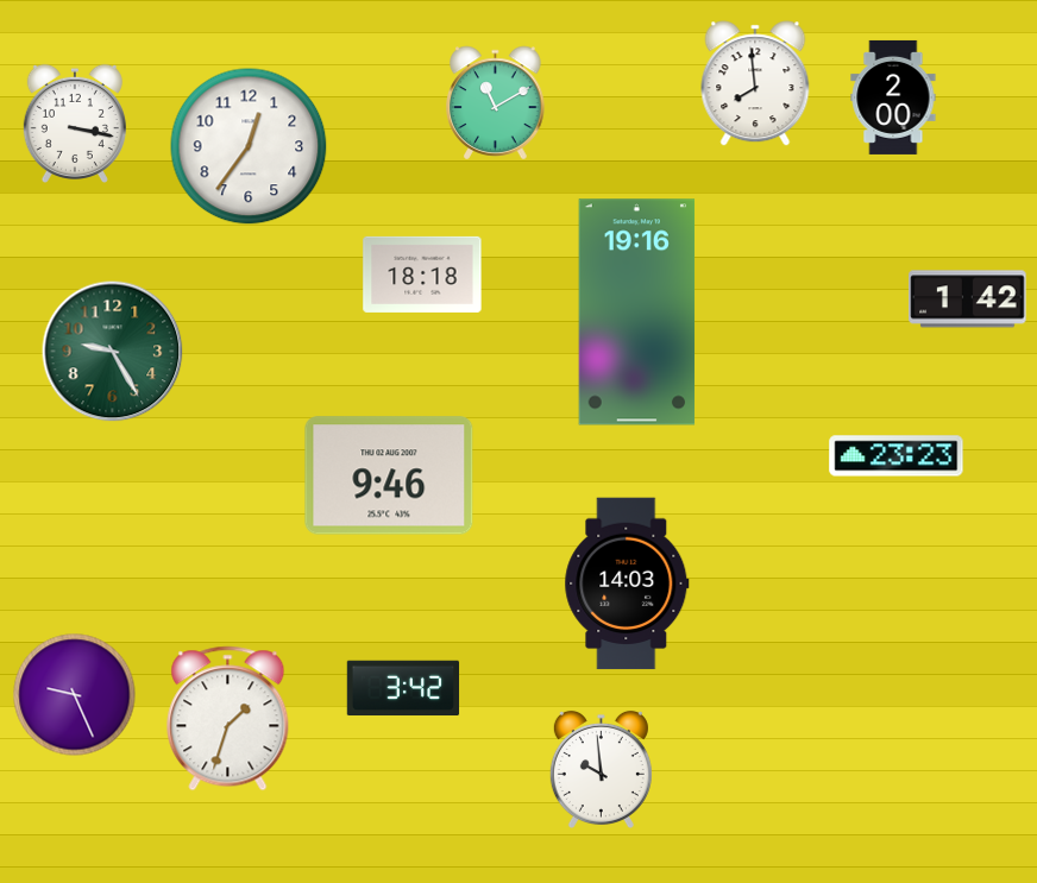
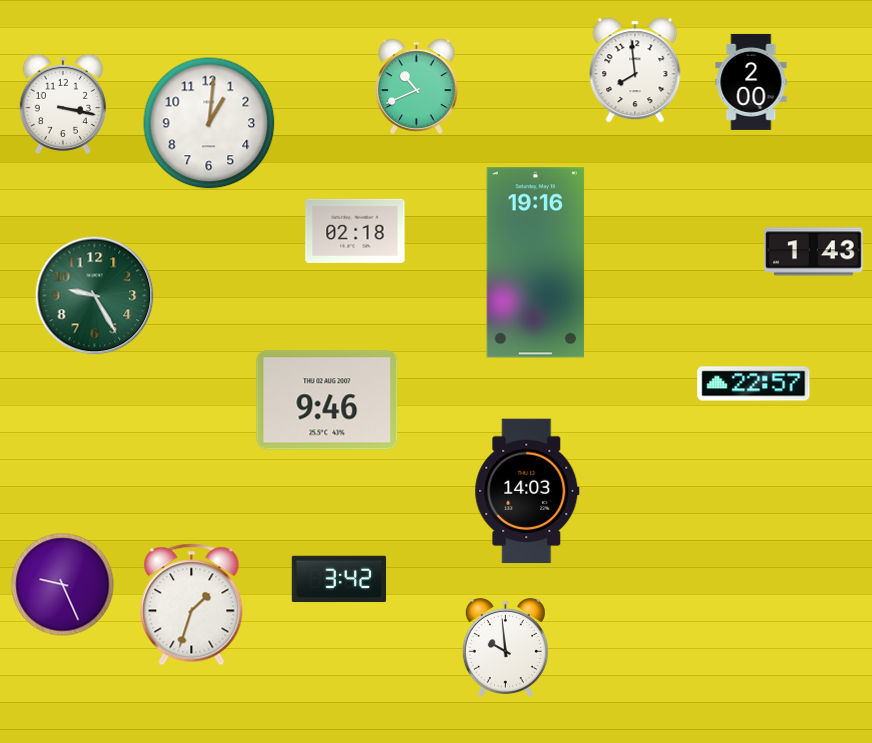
clock at (496, 103): 11:10 -> 10:41
clock at (249, 146): 12:36 -> 1:01
clock at (422, 275): 18:18 -> 02:18
clock at (968, 299): 1:42 -> 1:43
clock at (897, 456): 23:23 -> 22:57
